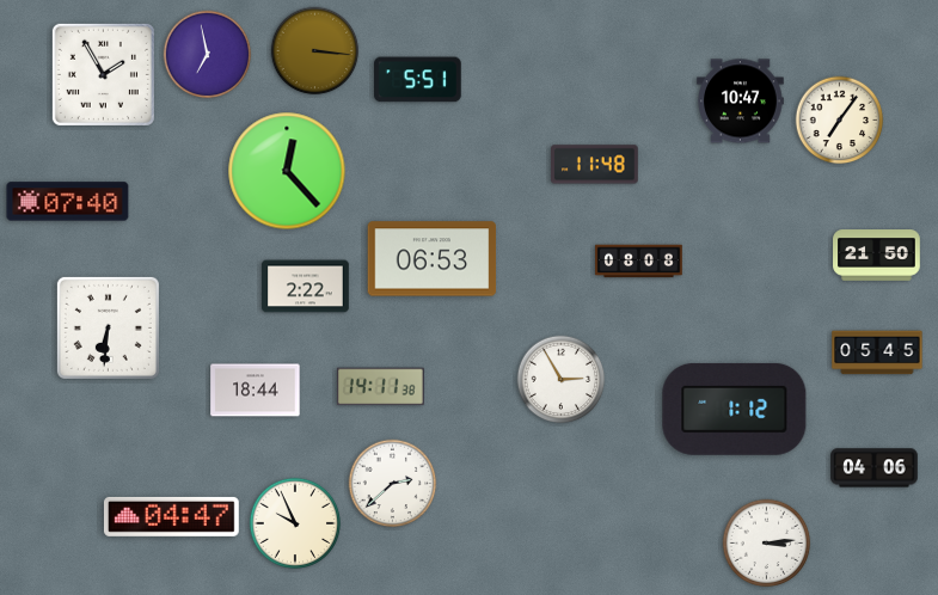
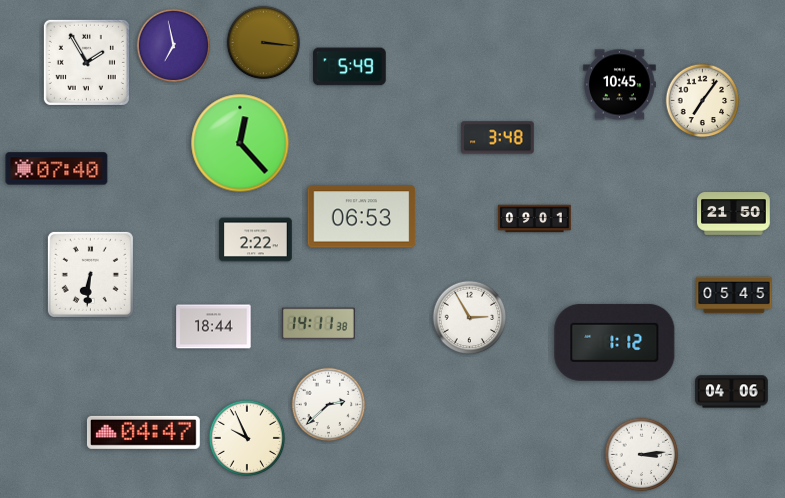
clock at (418, 80): 5:51 -> 5:49
clock at (741, 102): 10:47 -> 10:45
clock at (595, 165): 11:48 -> 3:48
clock at (639, 262): 08:08 -> 09:01
